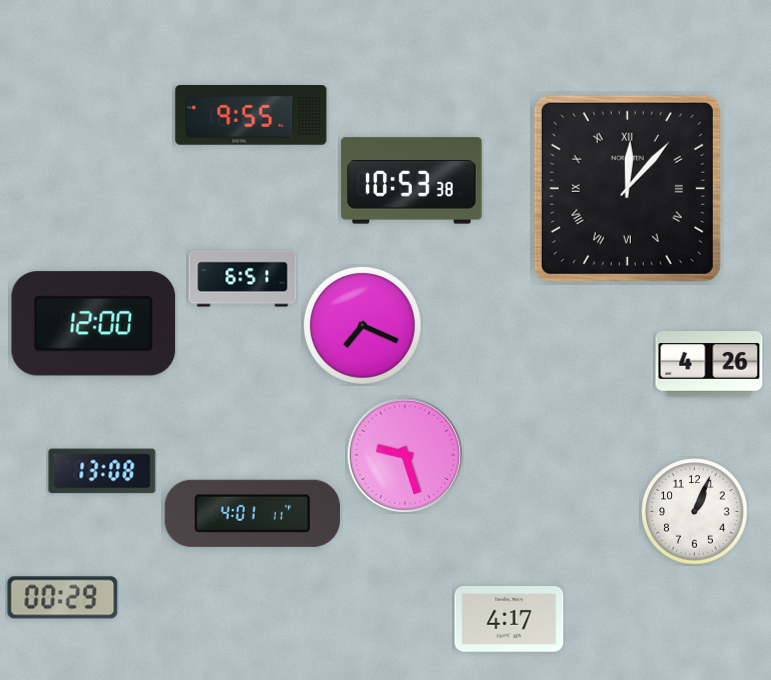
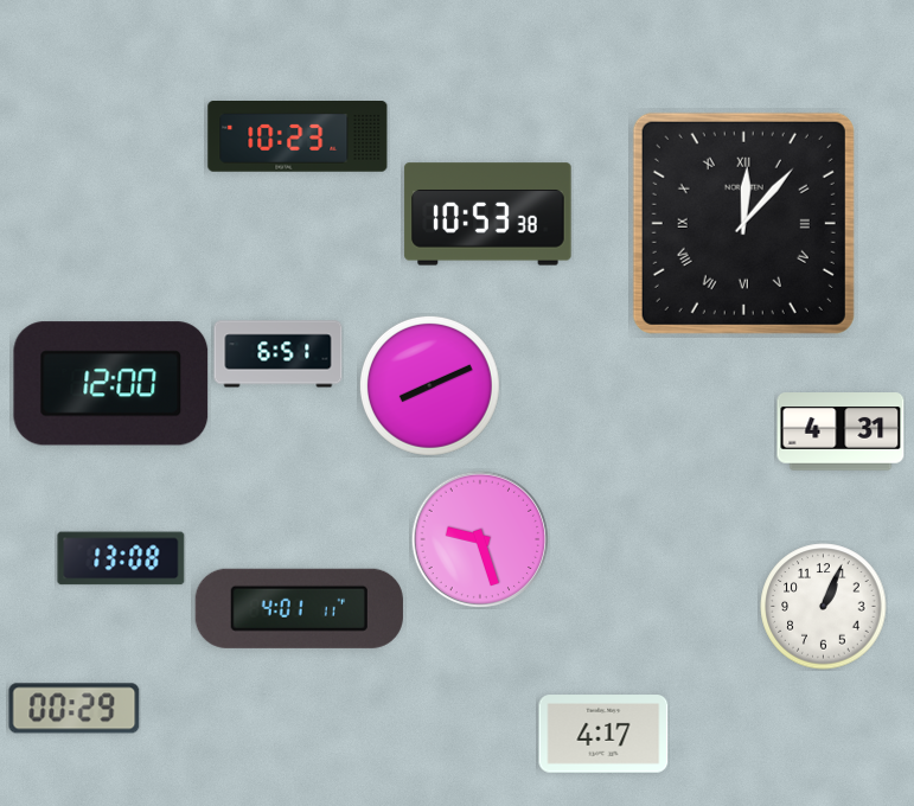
clock at (251, 116): 9:55 -> 10:23
clock at (243, 279) position: (243, 279) -> (279, 354)
clock at (362, 325): 7:19 -> 8:11
clock at (709, 364): 4:26 -> 4:31
